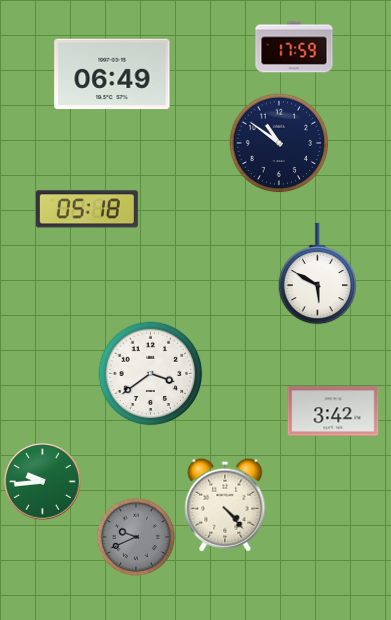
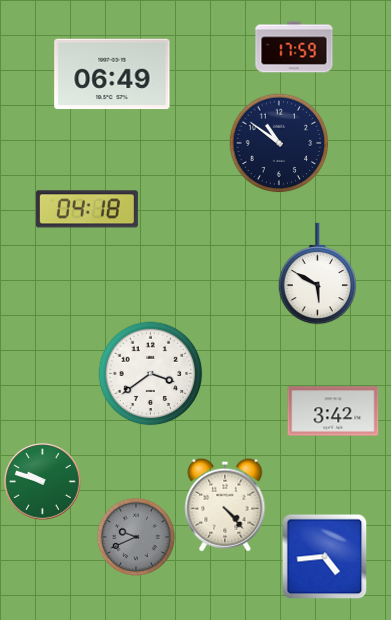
clock at (87, 209): 05:18 -> 04:18
clock at (43, 482): 9:44 -> 9:48
clock at (324, 556): none -> 4:44
